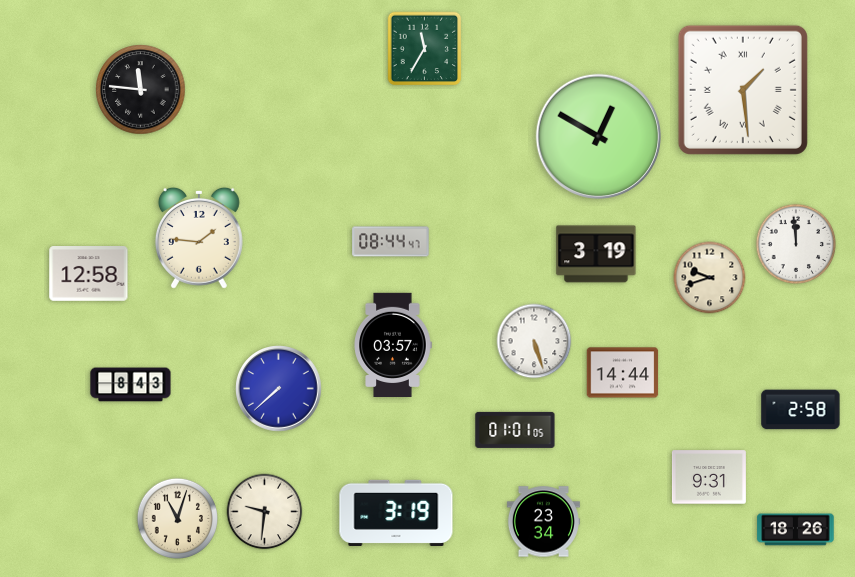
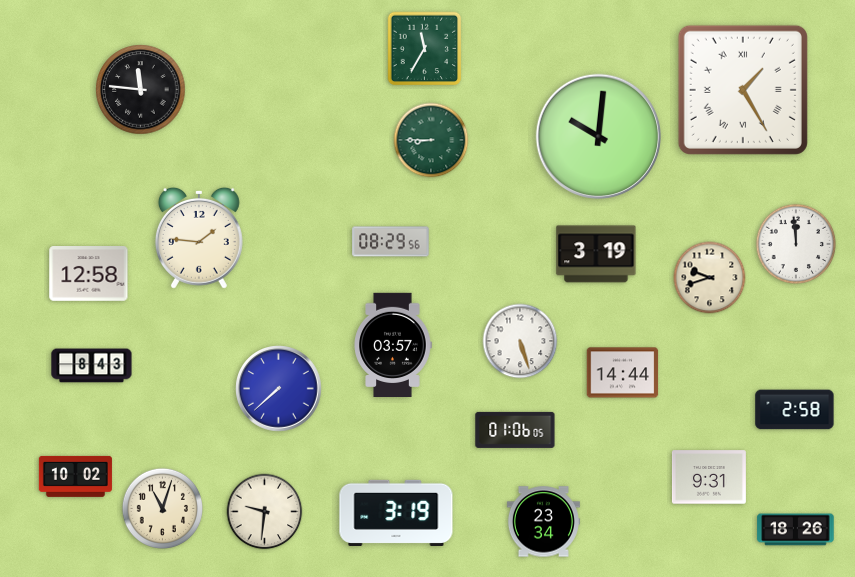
clock at (743, 90): 1:29 -> 1:25
clock at (598, 136): 12:50 -> 10:01
clock at (431, 140): none -> 8:45
clock at (391, 242): 08:44 -> 08:29
clock at (534, 341) position: (534, 341) -> (520, 341)
clock at (131, 385) position: (131, 385) -> (92, 366)
clock at (801, 410) position: (801, 410) -> (795, 410)
clock at (515, 430): 01:01 -> 01:06
clock at (75, 476): none -> 10:02
clock at (177, 518) position: (177, 518) -> (162, 508)
